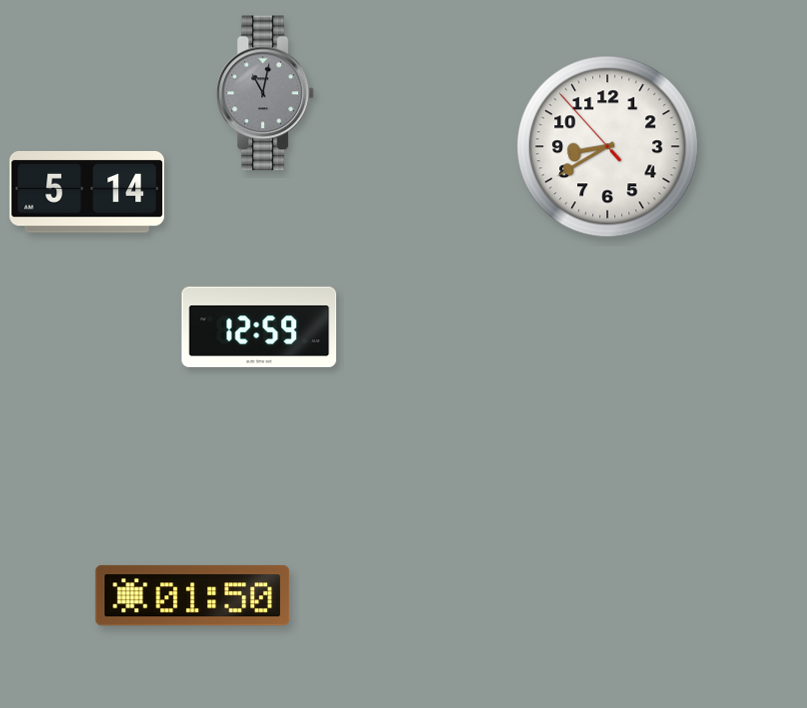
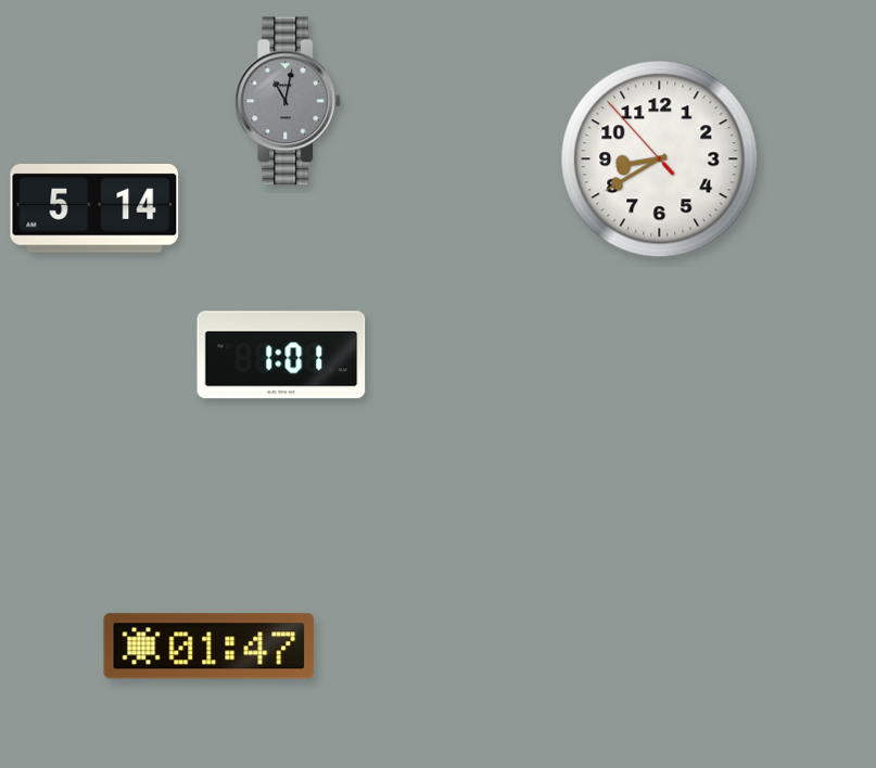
clock at (259, 327): 12:59 -> 1:01
clock at (193, 596): 01:50 -> 01:47
